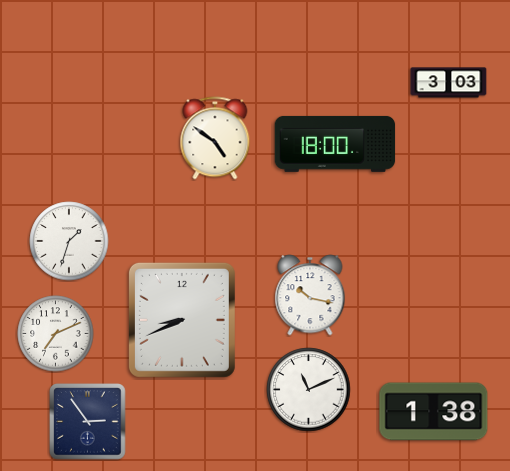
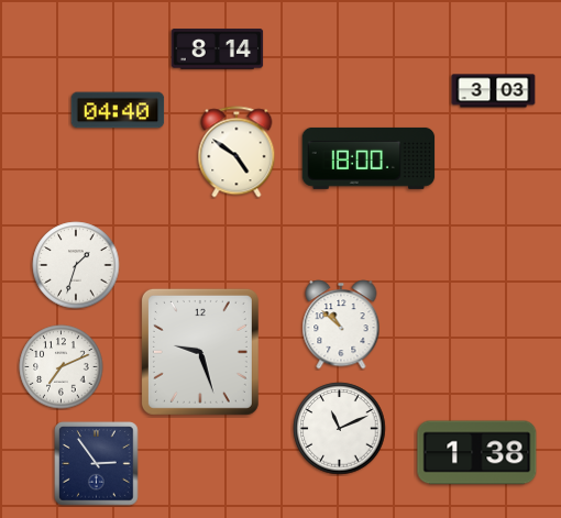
clock at (218, 49): none -> 8:14
clock at (118, 110): none -> 04:40
clock at (310, 295): 10:17 -> 10:52
clock at (182, 320): 8:41 -> 9:27
